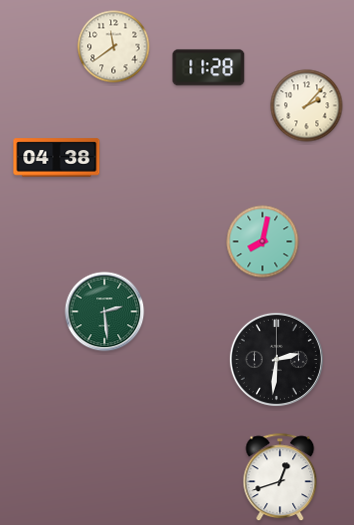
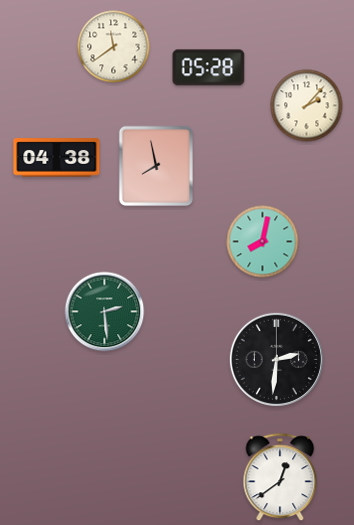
clock at (209, 68): 11:28 -> 05:28
clock at (156, 166): none -> 7:58
clock at (280, 478): 12:42 -> 12:39
